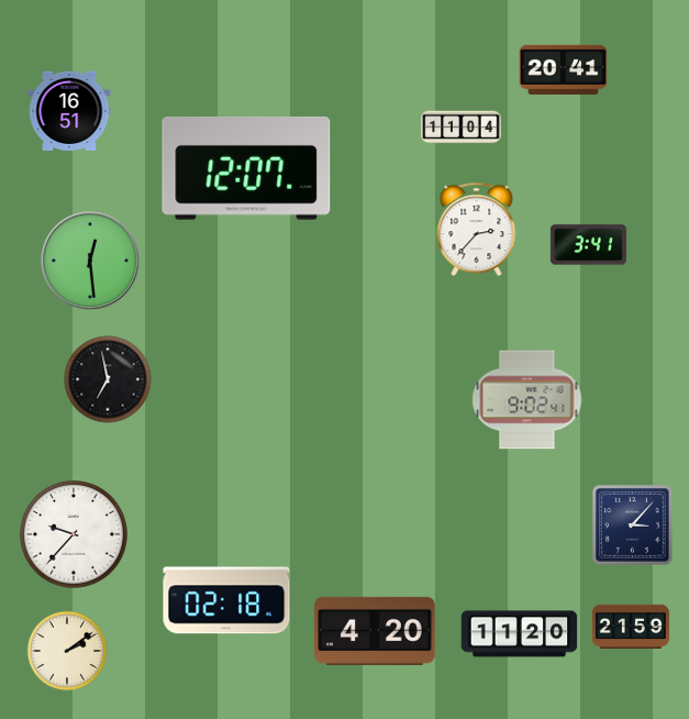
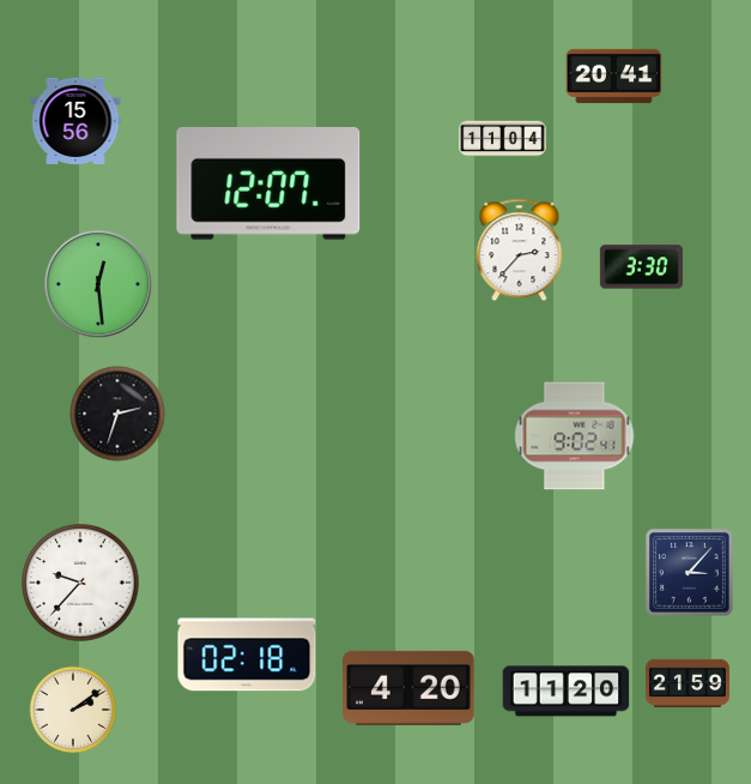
clock at (69, 111): 16:51 -> 15:56
clock at (588, 245): 3:41 -> 3:30
clock at (108, 379): 6:58 -> 2:33
